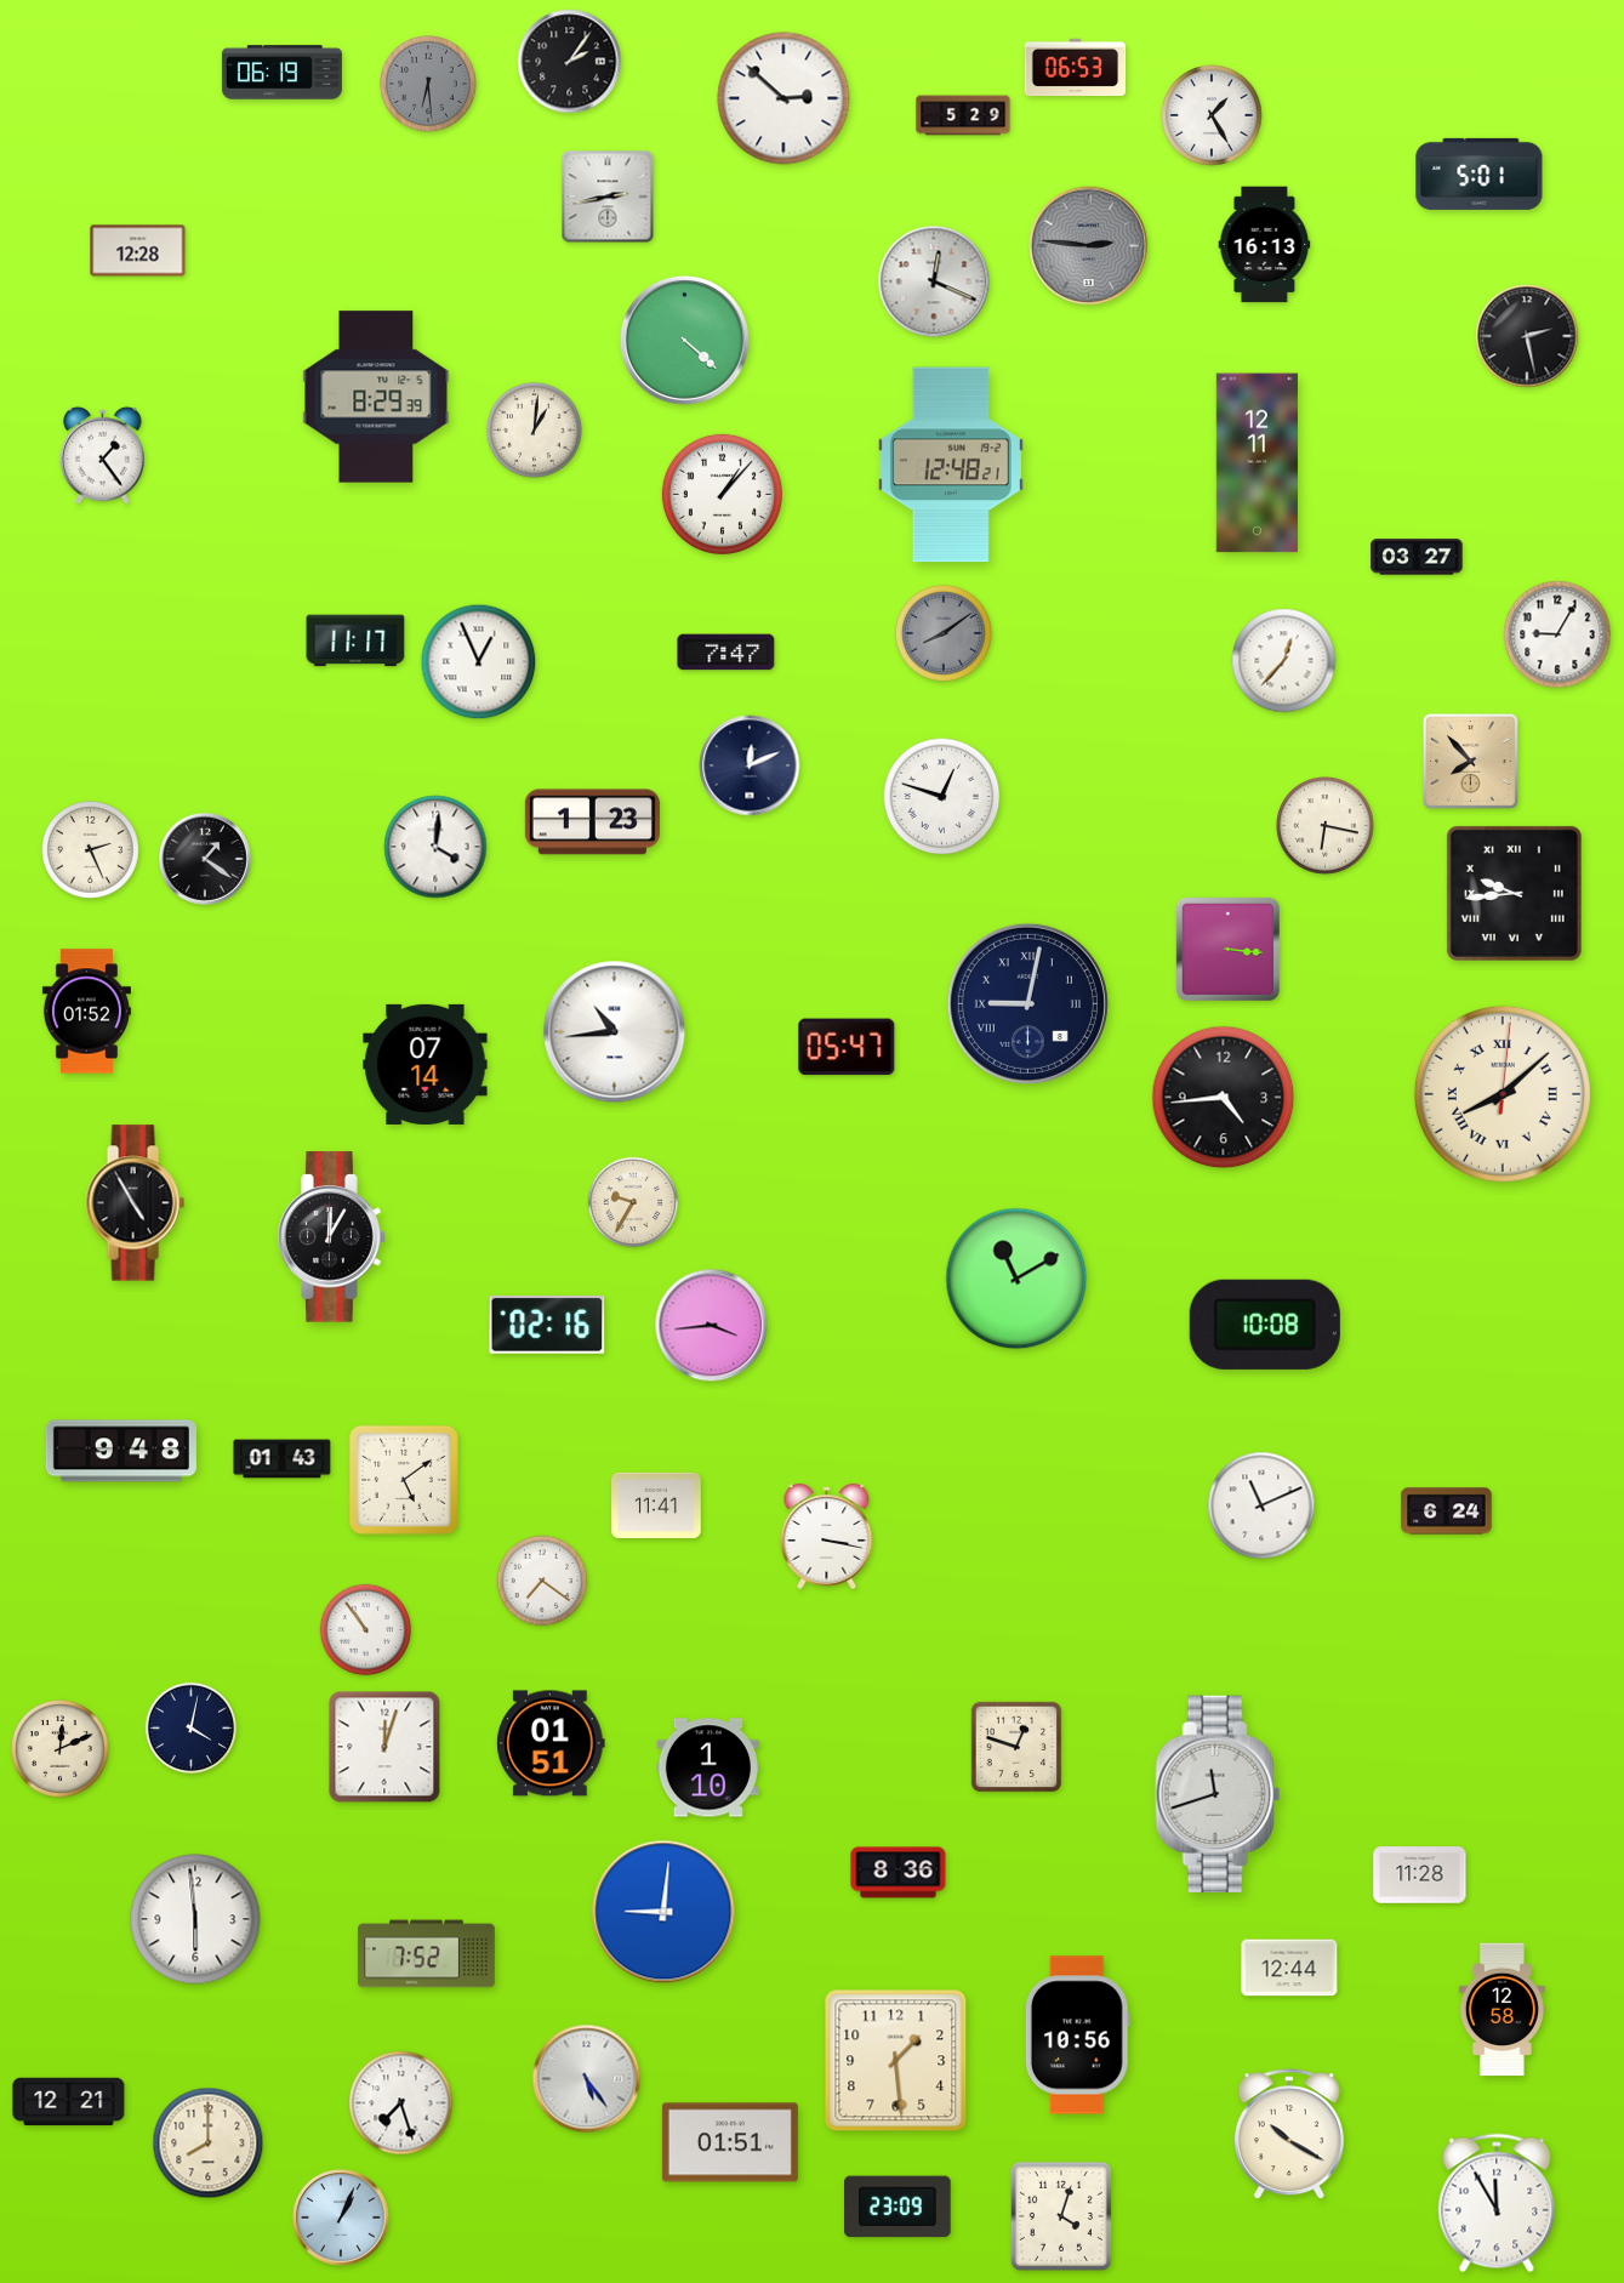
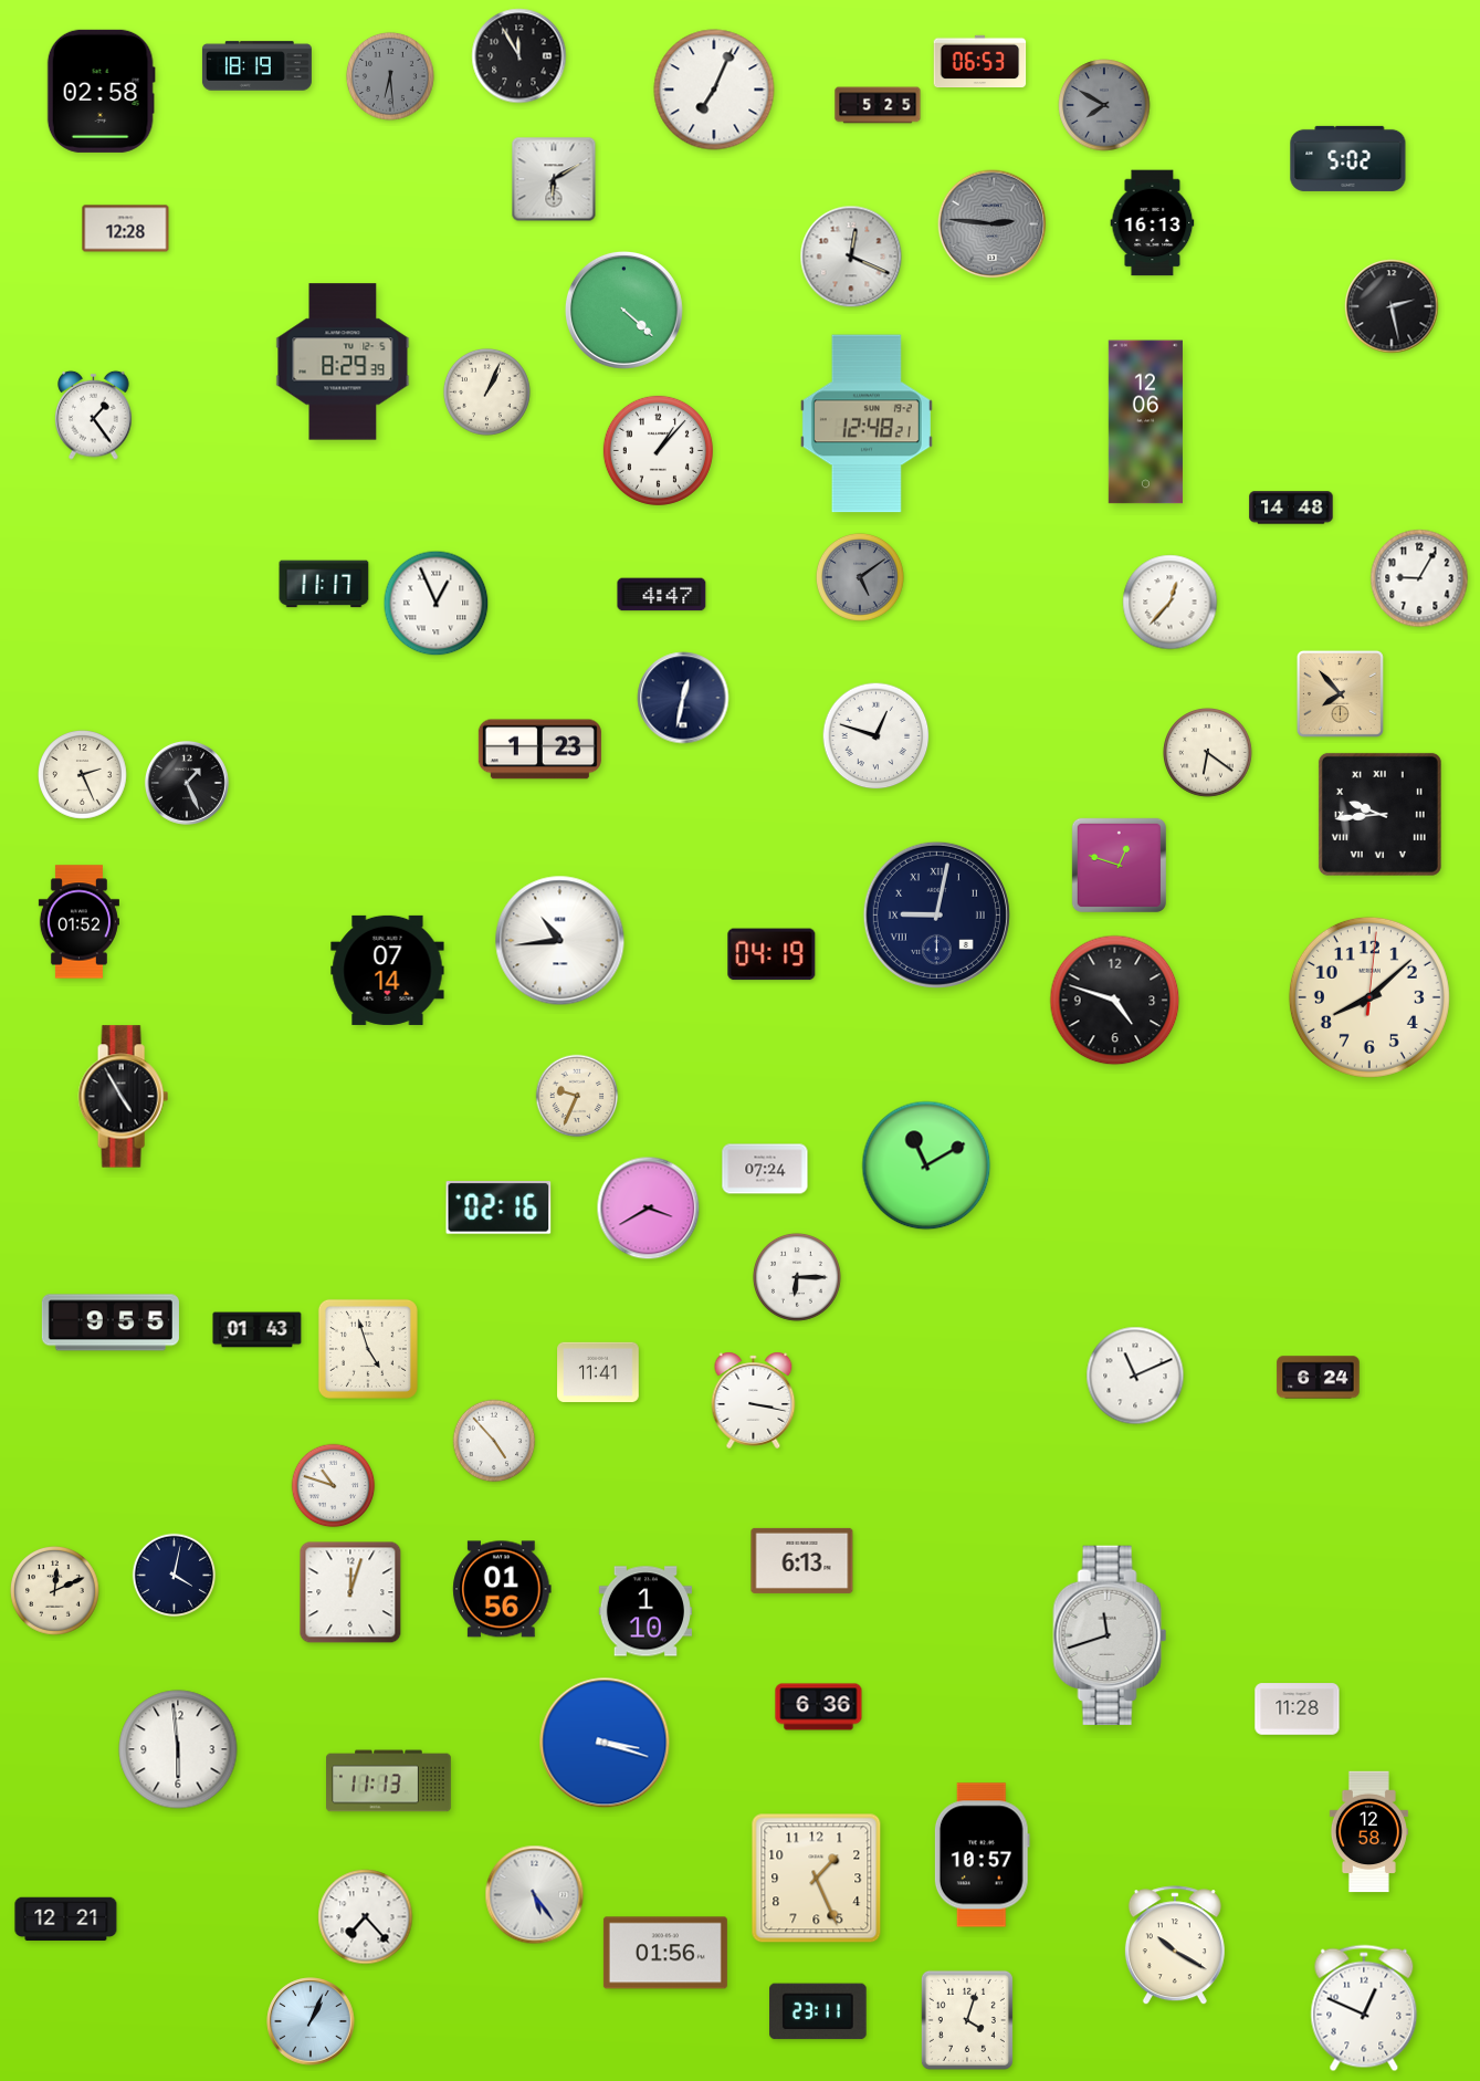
clock at (570, 62): 2:06 -> 11:55
clock at (281, 73): 06:19 -> 18:19
clock at (783, 98): 2:52 -> 7:04
clock at (101, 91): none -> 02:58
clock at (963, 115): 5:29 -> 5:25
clock at (1212, 115): 1:25 -> 7:50
clock at (1212, 115) dial: white -> grey
clock at (1480, 173): 5:01 -> 5:02
clock at (608, 197): 2:43 -> 6:10
clock at (534, 429): 1:01 -> 1:04
clock at (1257, 463): 12:11 -> 12:06
clock at (1417, 557): 03:27 -> 14:48
clock at (944, 633): 8:09 -> 5:09
clock at (726, 653): 7:47 -> 4:47
clock at (750, 765): 12:11 -> 12:32
clock at (942, 797) position: (942, 797) -> (877, 736)
clock at (1326, 826): 6:17 -> 6:21
clock at (435, 847): 4:01 -> none
clock at (205, 859): 1:21 -> 1:26
clock at (1227, 949): 3:16 -> 12:48
clock at (847, 1047): 05:47 -> 04:19
clock at (1503, 1094) numerals: Roman -> Arabic
clock at (1224, 1098): 4:44 -> 4:48
clock at (633, 1202): 9:35 -> 9:34
clock at (332, 1237): 12:05 -> none
clock at (765, 1169): none -> 07:24
clock at (1265, 1325): 10:08 -> none
clock at (712, 1326): 3:44 -> 3:40
clock at (797, 1277): none -> 6:15
clock at (121, 1451): 9:48 -> 9:55
clock at (404, 1480): 5:09 -> 4:57
clock at (1261, 1505) position: (1261, 1505) -> (1135, 1376)
clock at (542, 1581): 7:21 -> 4:53
clock at (366, 1630): 10:54 -> 10:48
clock at (802, 1560): none -> 6:13
clock at (551, 1743): 01:51 -> 01:56
clock at (1016, 1747): 12:48 -> none
clock at (61, 1749) position: (61, 1749) -> (55, 1591)
clock at (899, 1873): 8:36 -> 6:36
clock at (1420, 1875) position: (1420, 1875) -> (1298, 1709)
clock at (663, 1912): 9:01 -> 3:18
clock at (427, 1954): 7:52 -> 11:13
clock at (1289, 1968): 12:44 -> none
clock at (1077, 2036): 10:56 -> 10:57
clock at (896, 2061): 1:29 -> 1:26
clock at (69, 2102) position: (69, 2102) -> (66, 1920)
clock at (401, 2103): 7:27 -> 7:23
clock at (730, 2142): 01:51 -> 01:56
clock at (209, 2143): 8:00 -> none
clock at (1497, 2203): 11:55 -> 12:49
clock at (898, 2207): 23:09 -> 23:11
